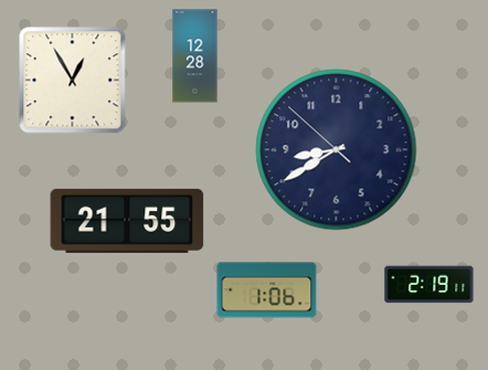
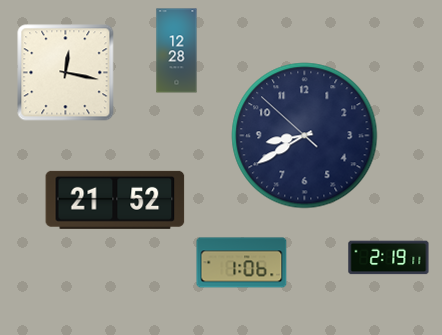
clock at (73, 81): 12:55 -> 12:17
clock at (127, 221): 21:55 -> 21:52
